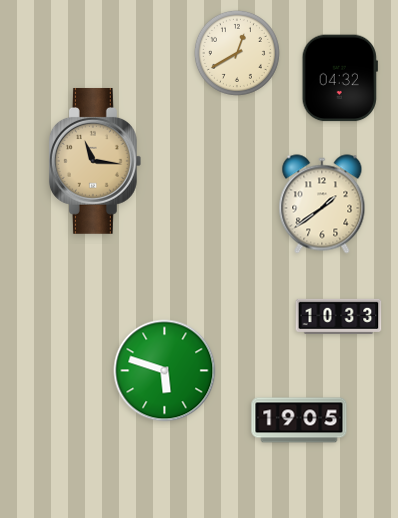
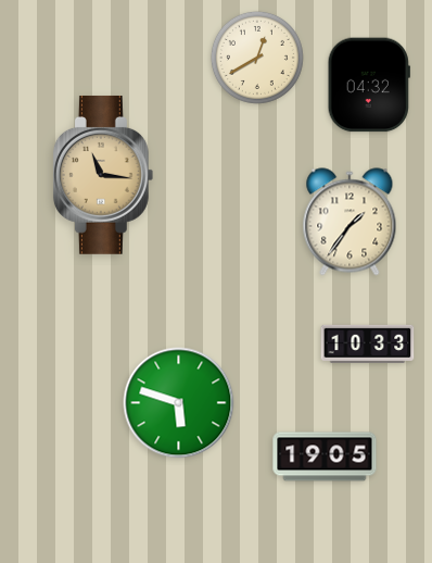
clock at (322, 204): 1:39 -> 1:36
